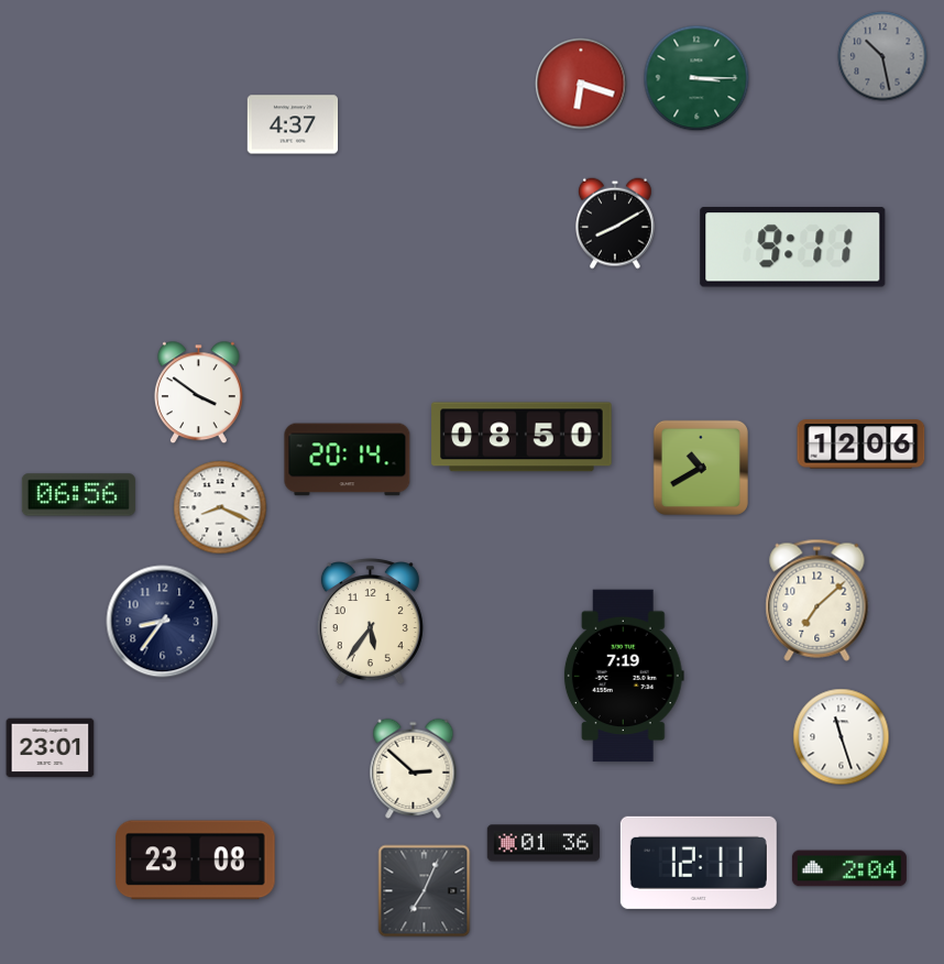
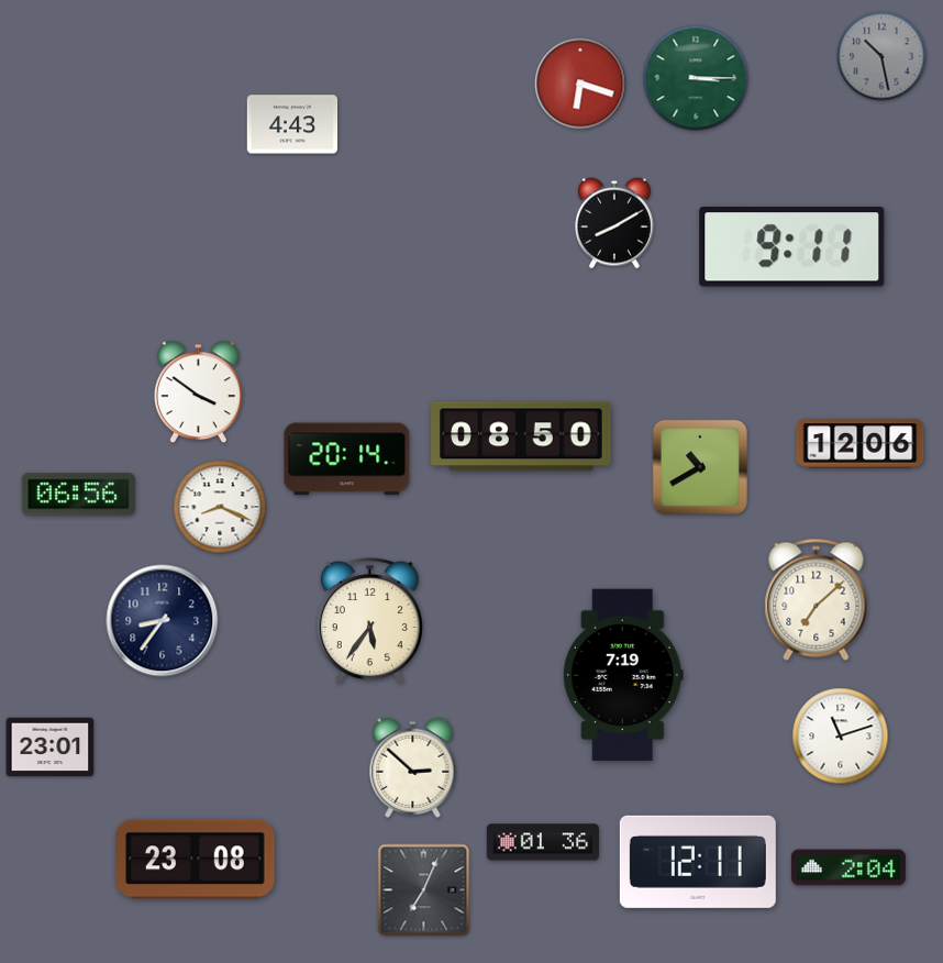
clock at (293, 124): 4:37 -> 4:43
clock at (842, 737): 11:27 -> 11:12
